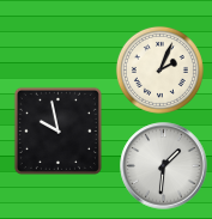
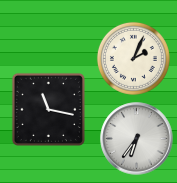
clock at (57, 130): 9:58 -> 11:17
clock at (164, 166): 1:31 -> 6:36
